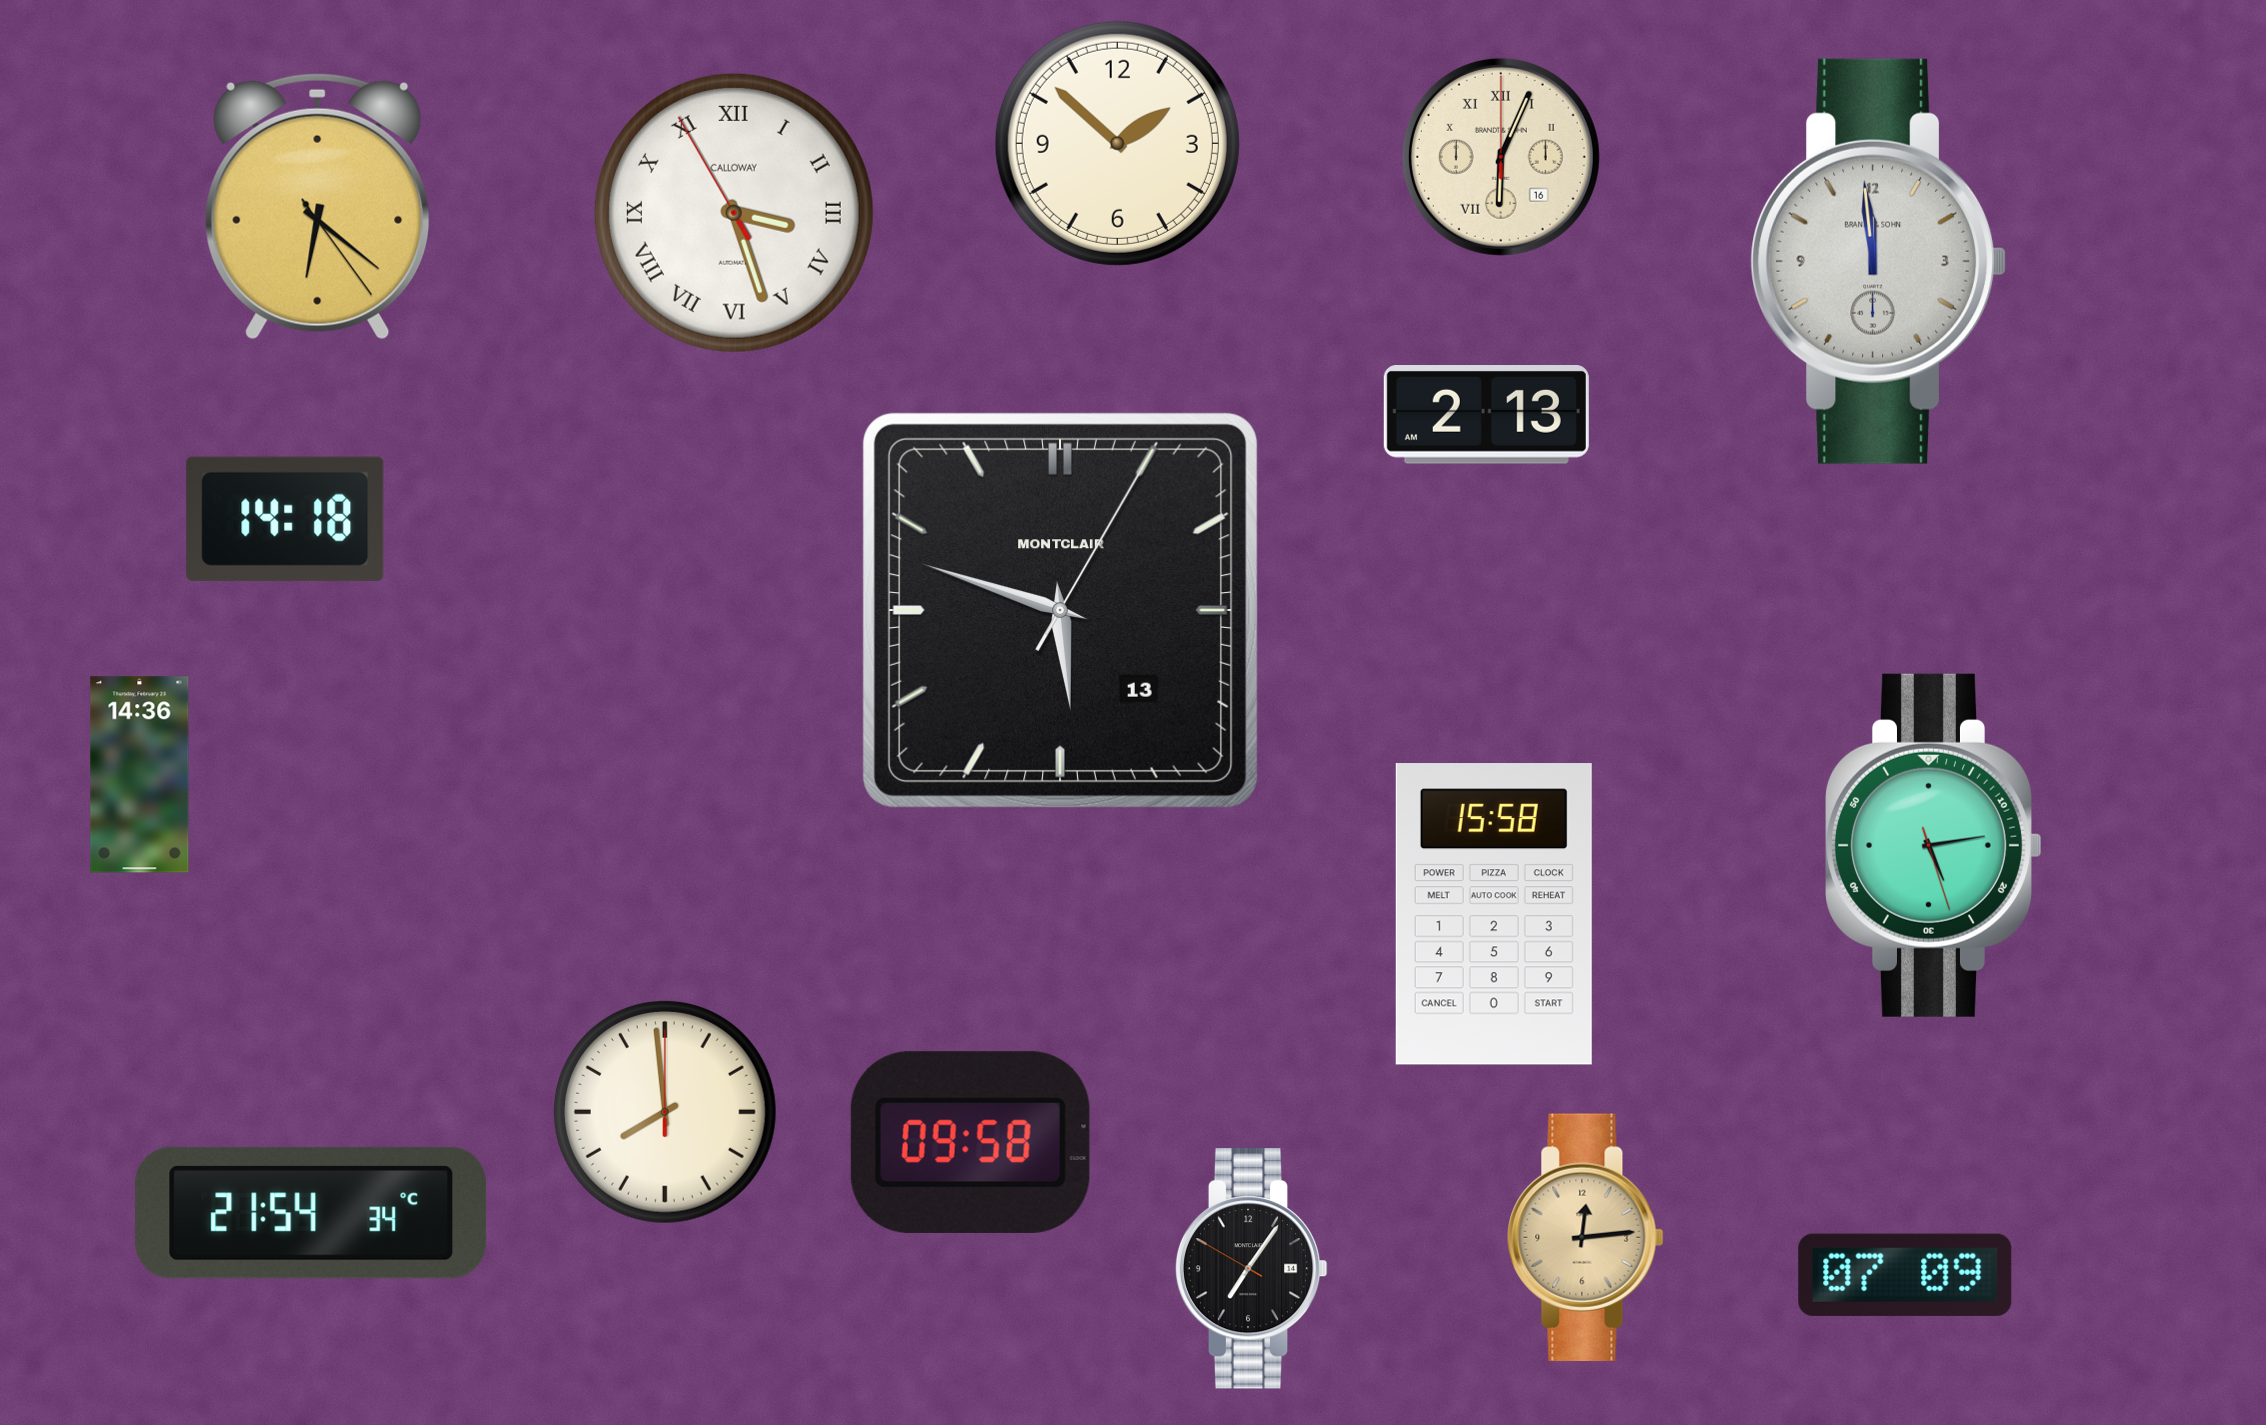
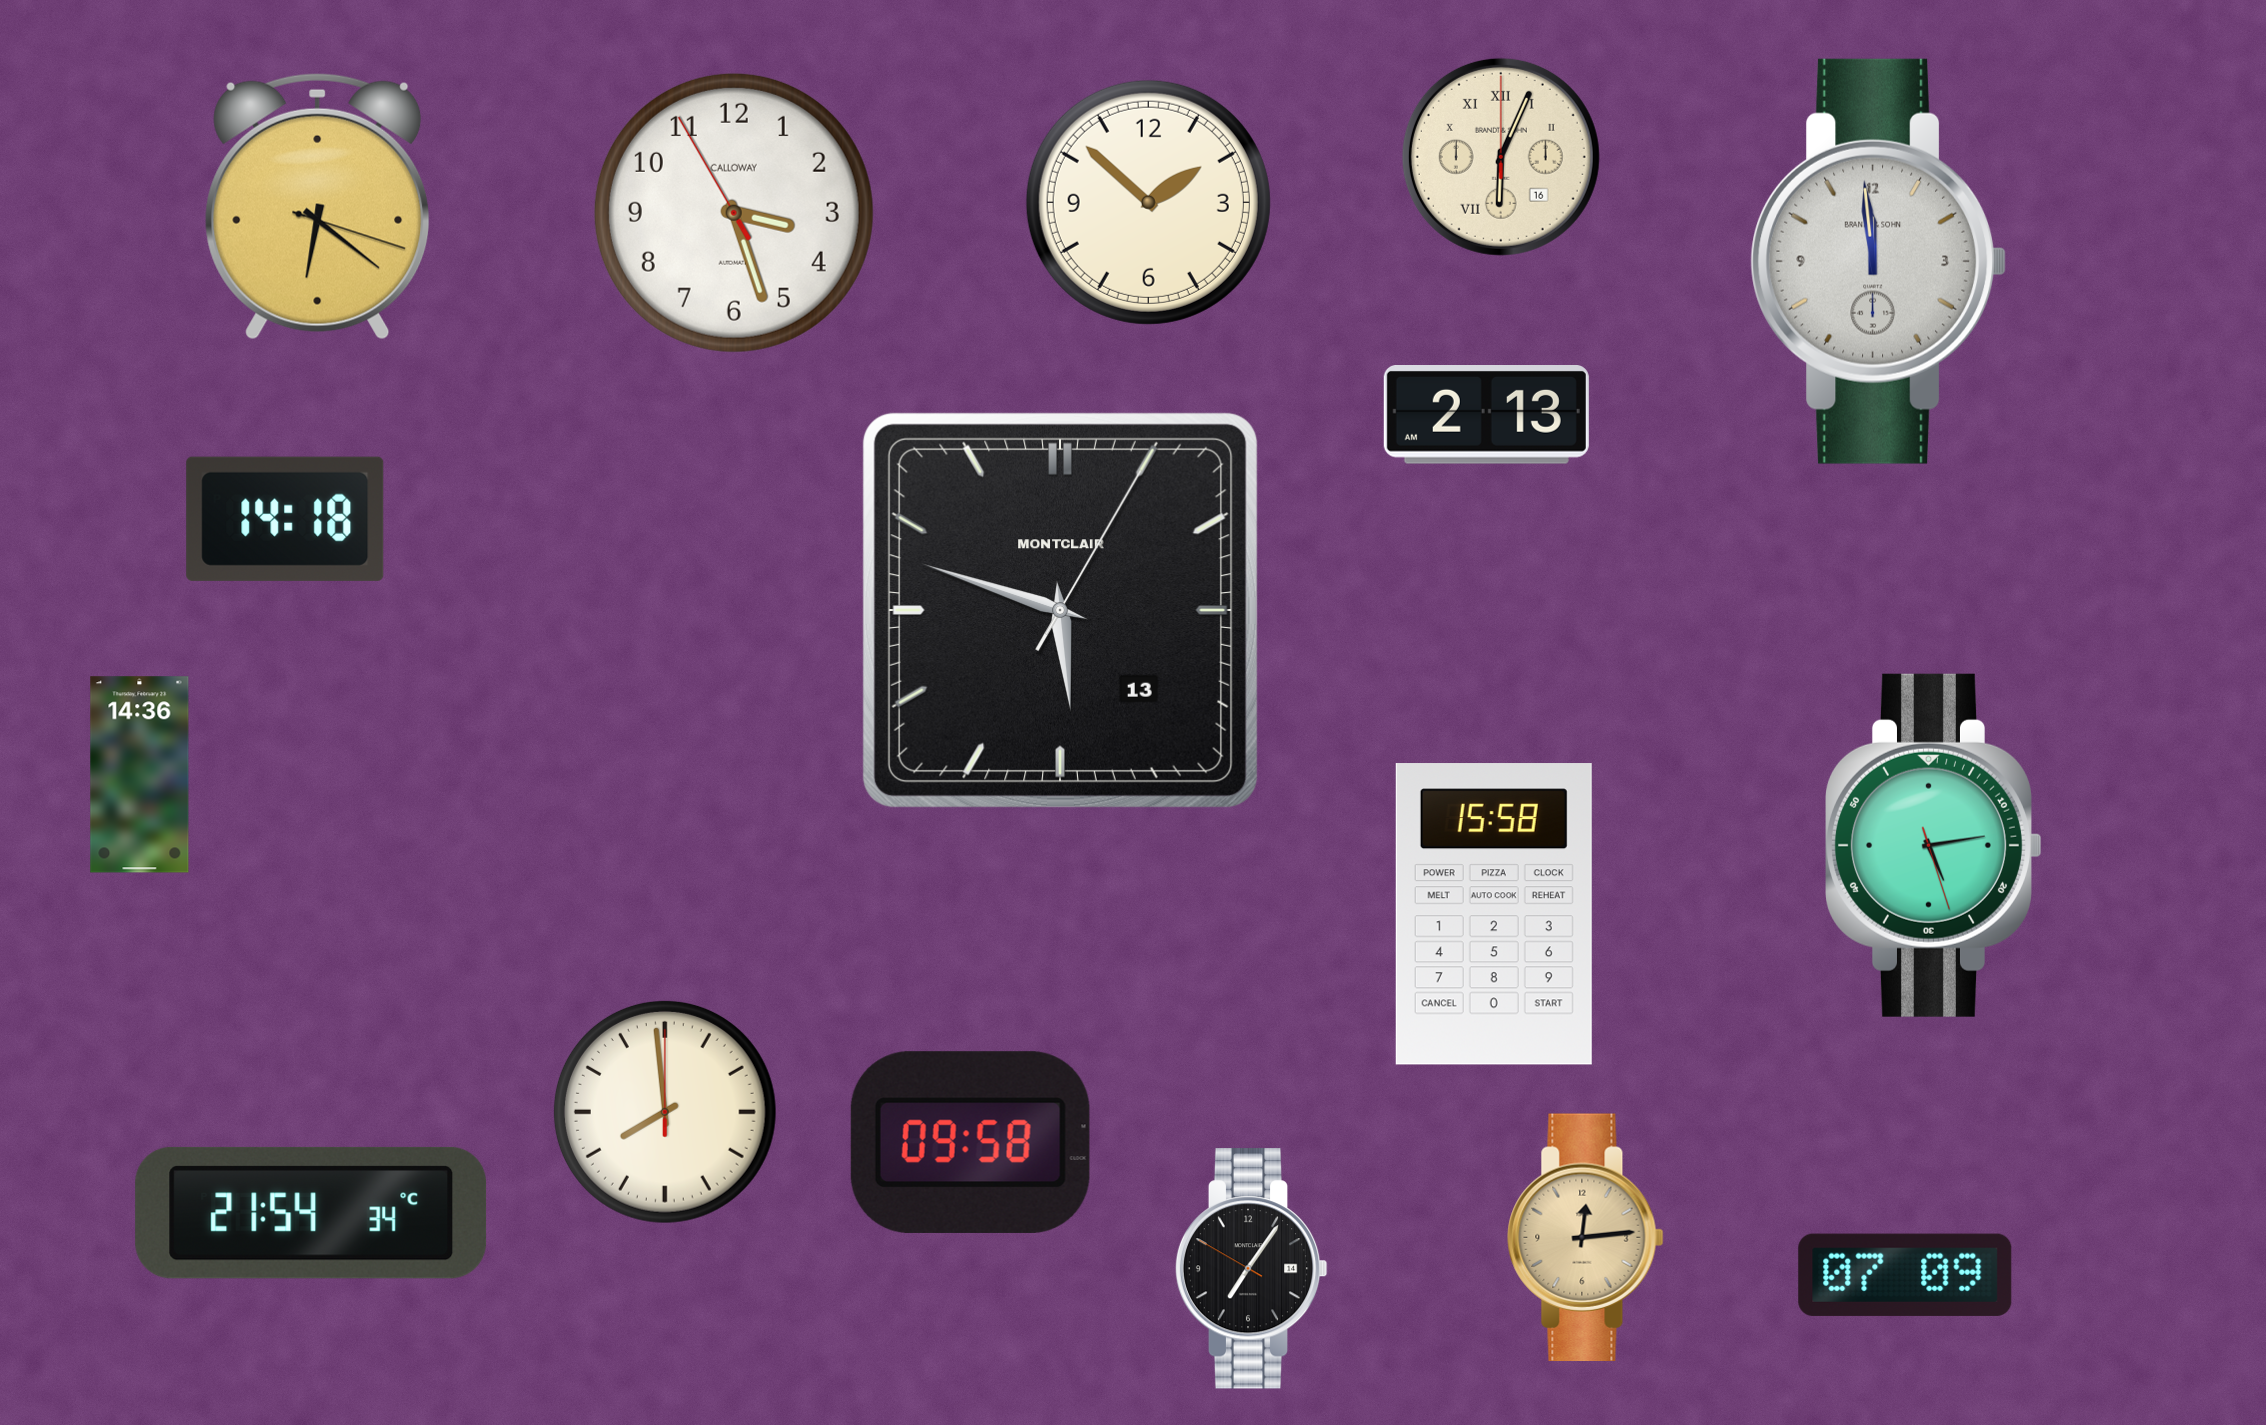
clock at (1117, 143) position: (1117, 143) -> (1148, 202)
clock at (318, 206): 6:21:24 -> 6:21:18
clock at (734, 213) numerals: Roman -> Arabic
